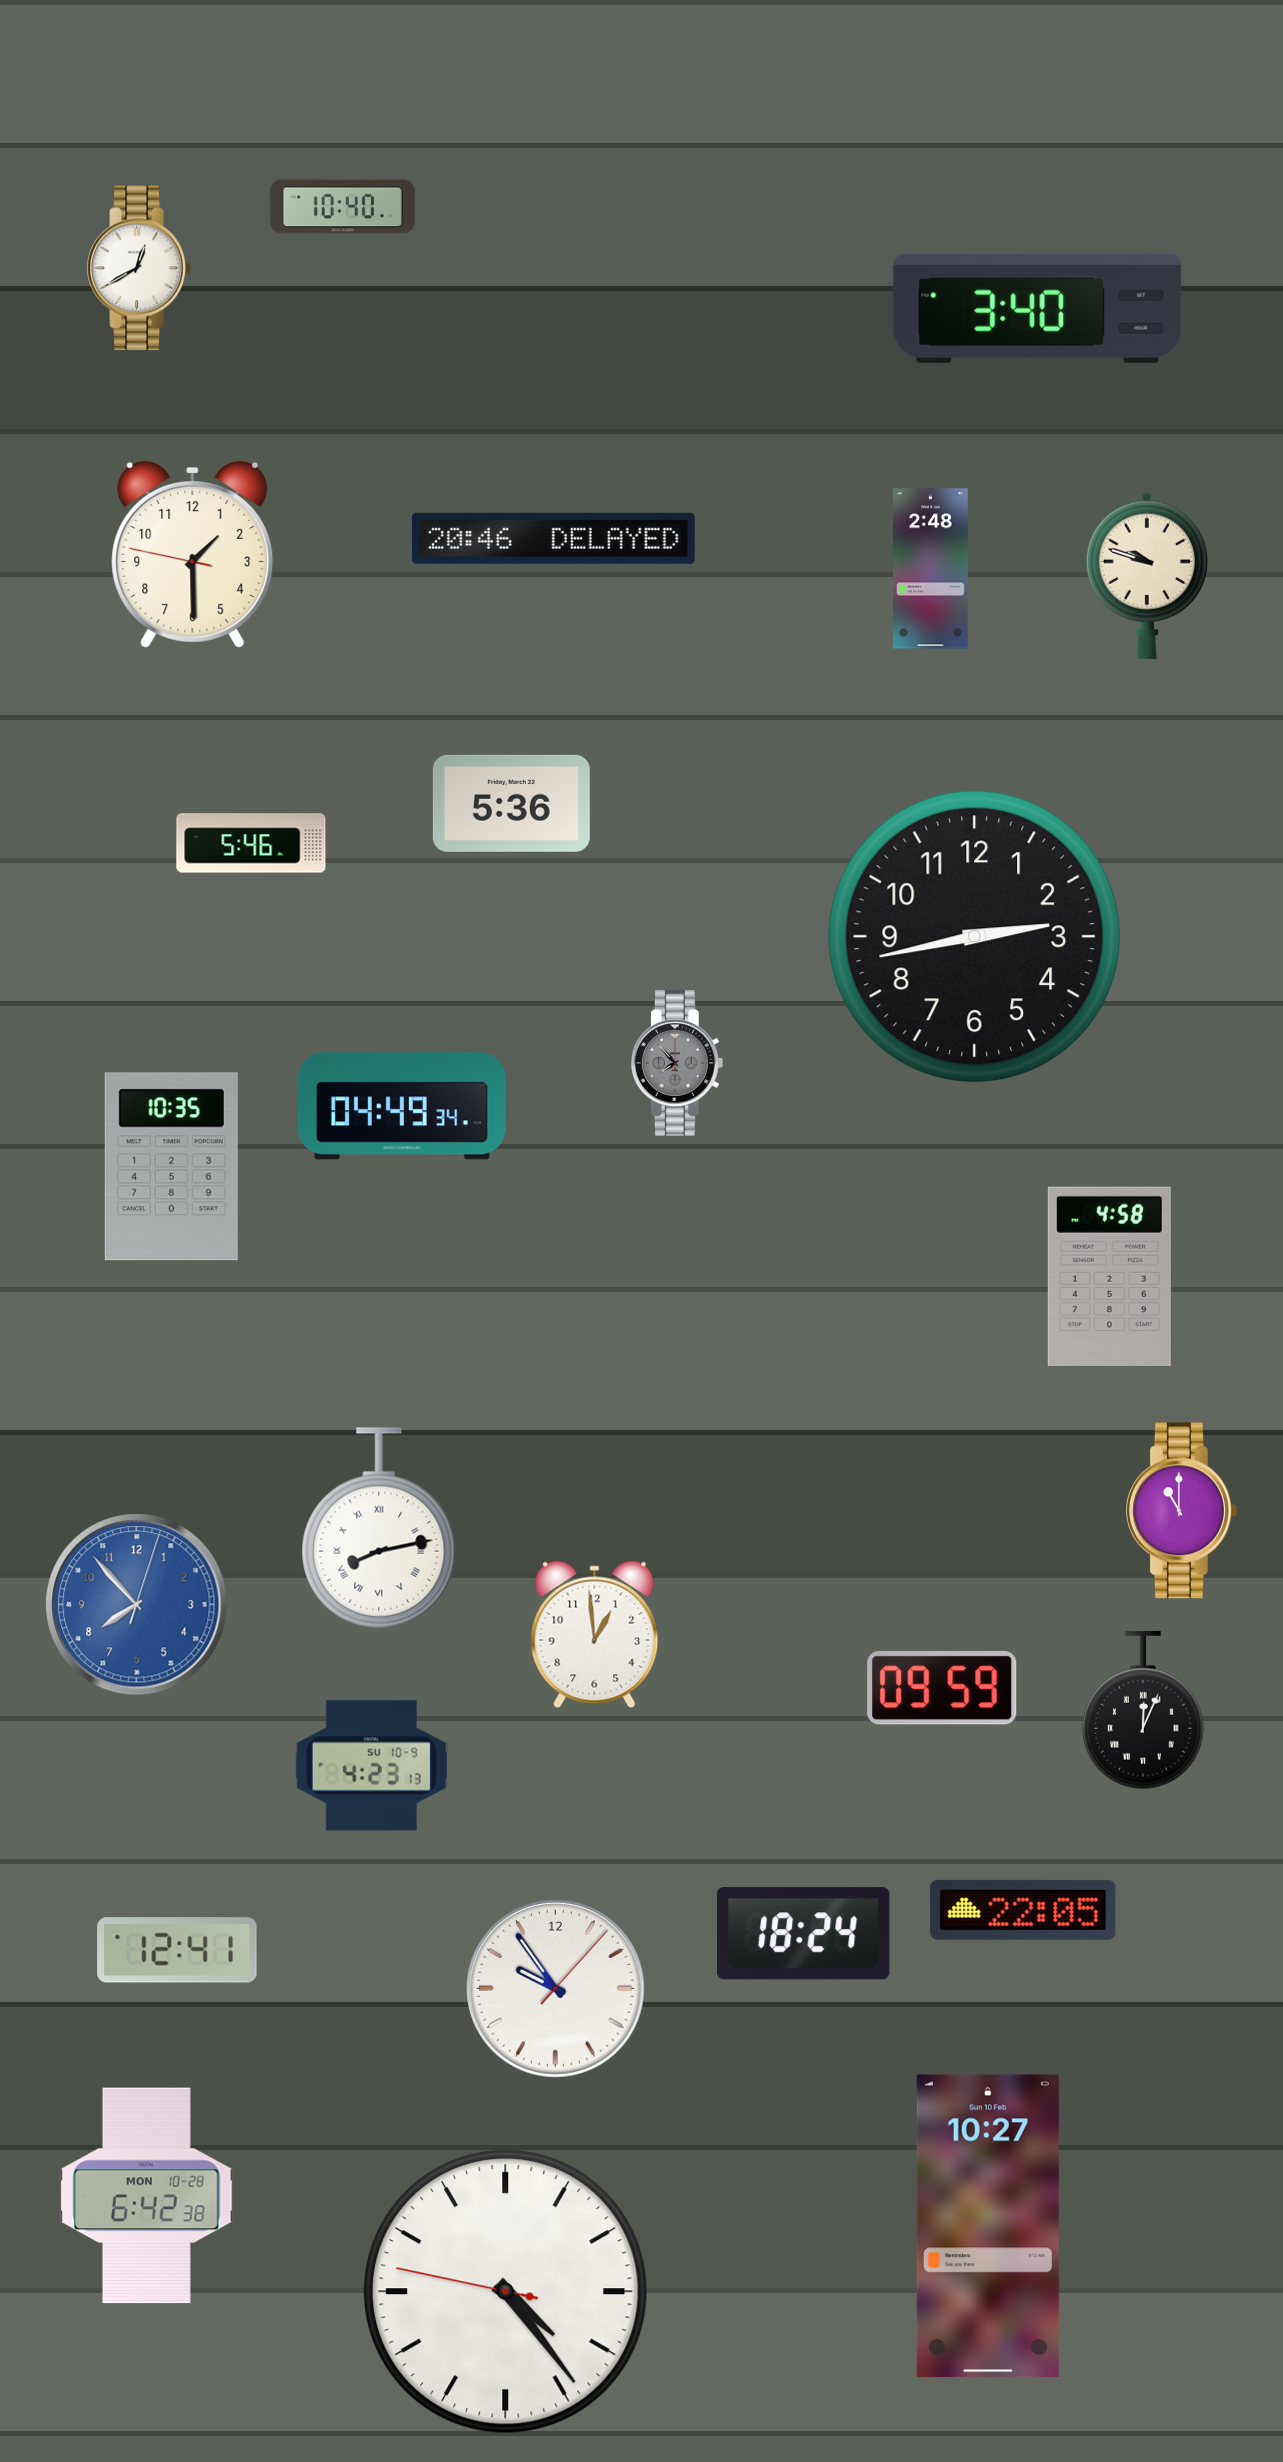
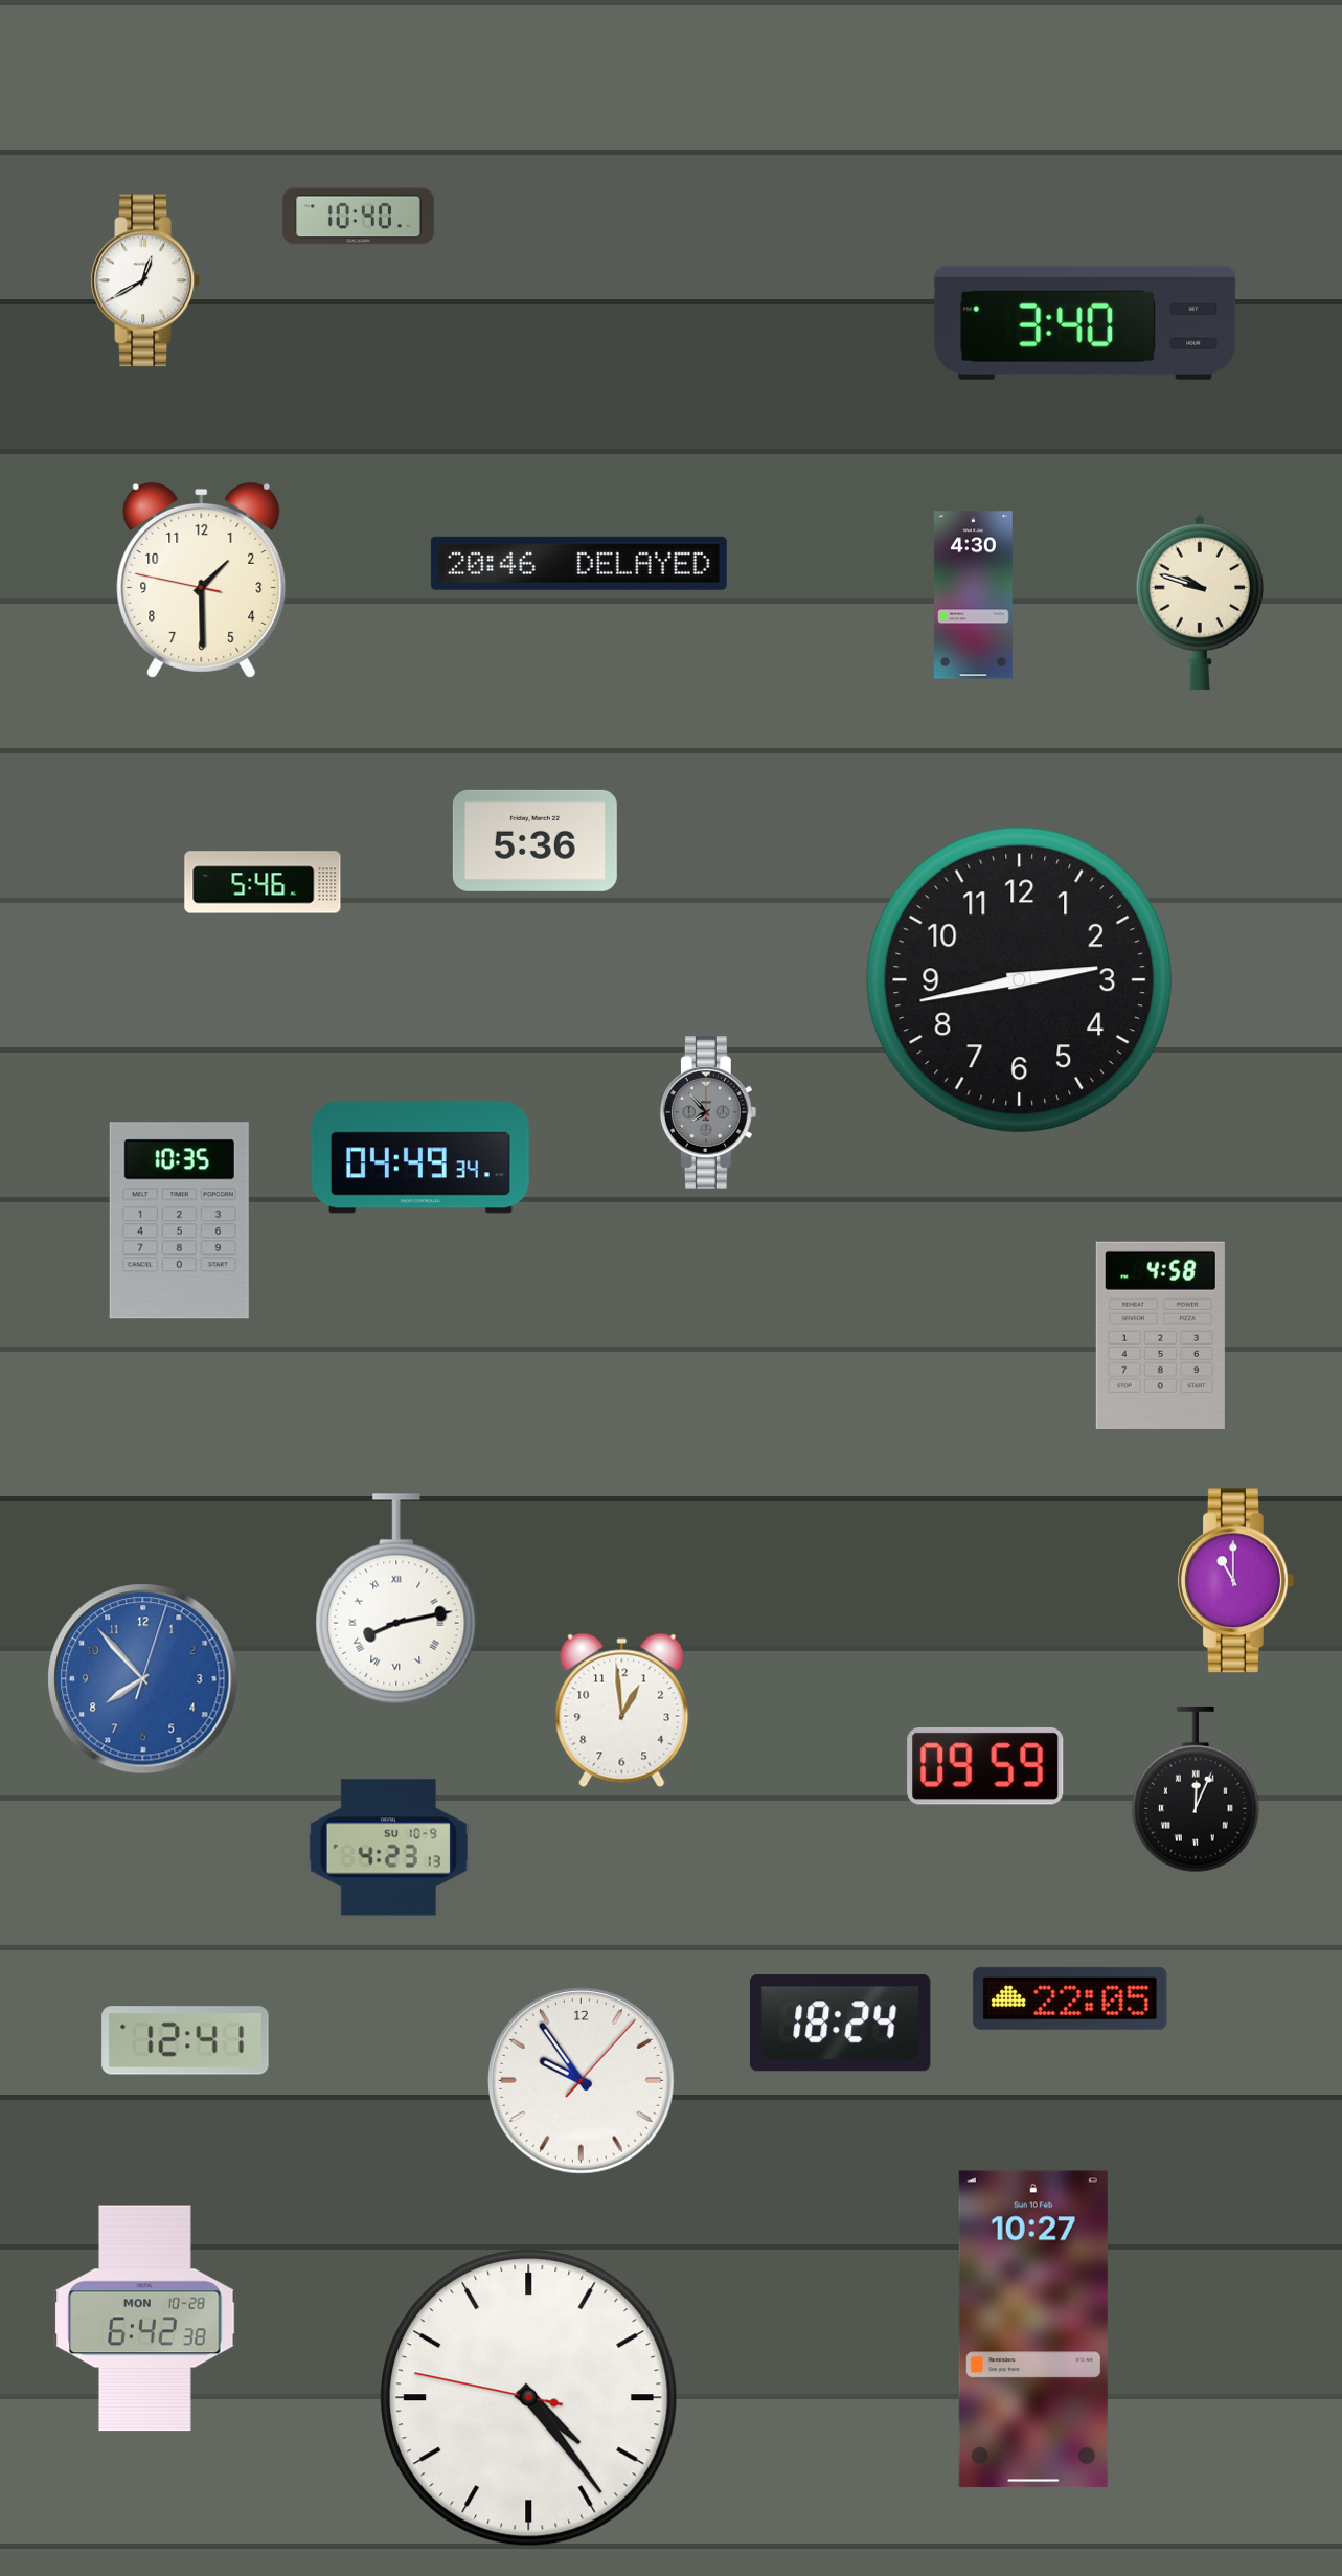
clock at (930, 569): 2:48 -> 4:30
clock at (147, 2196) position: (147, 2196) -> (145, 2319)
